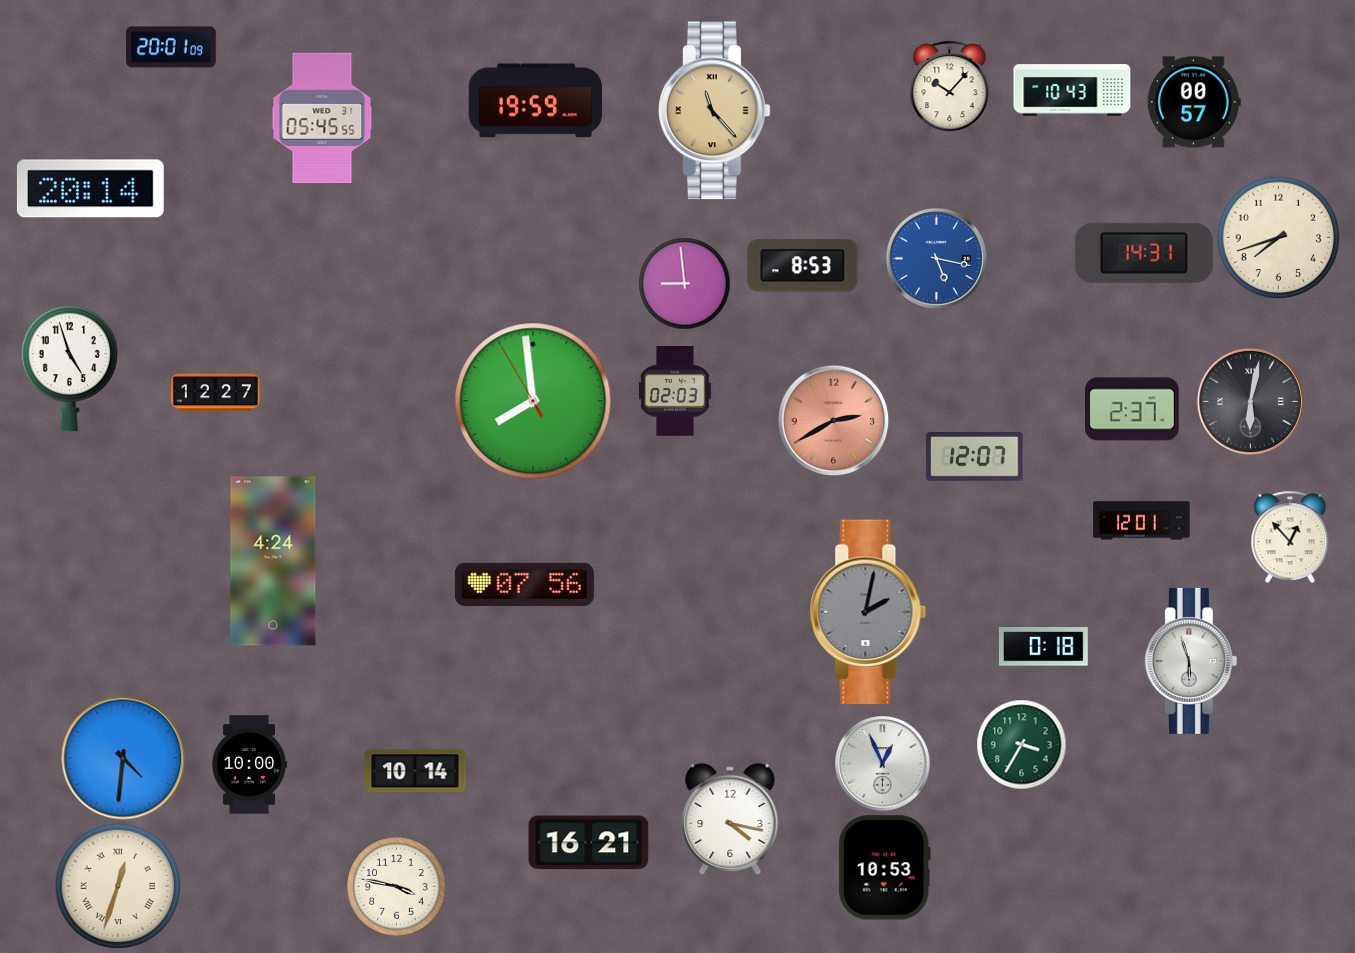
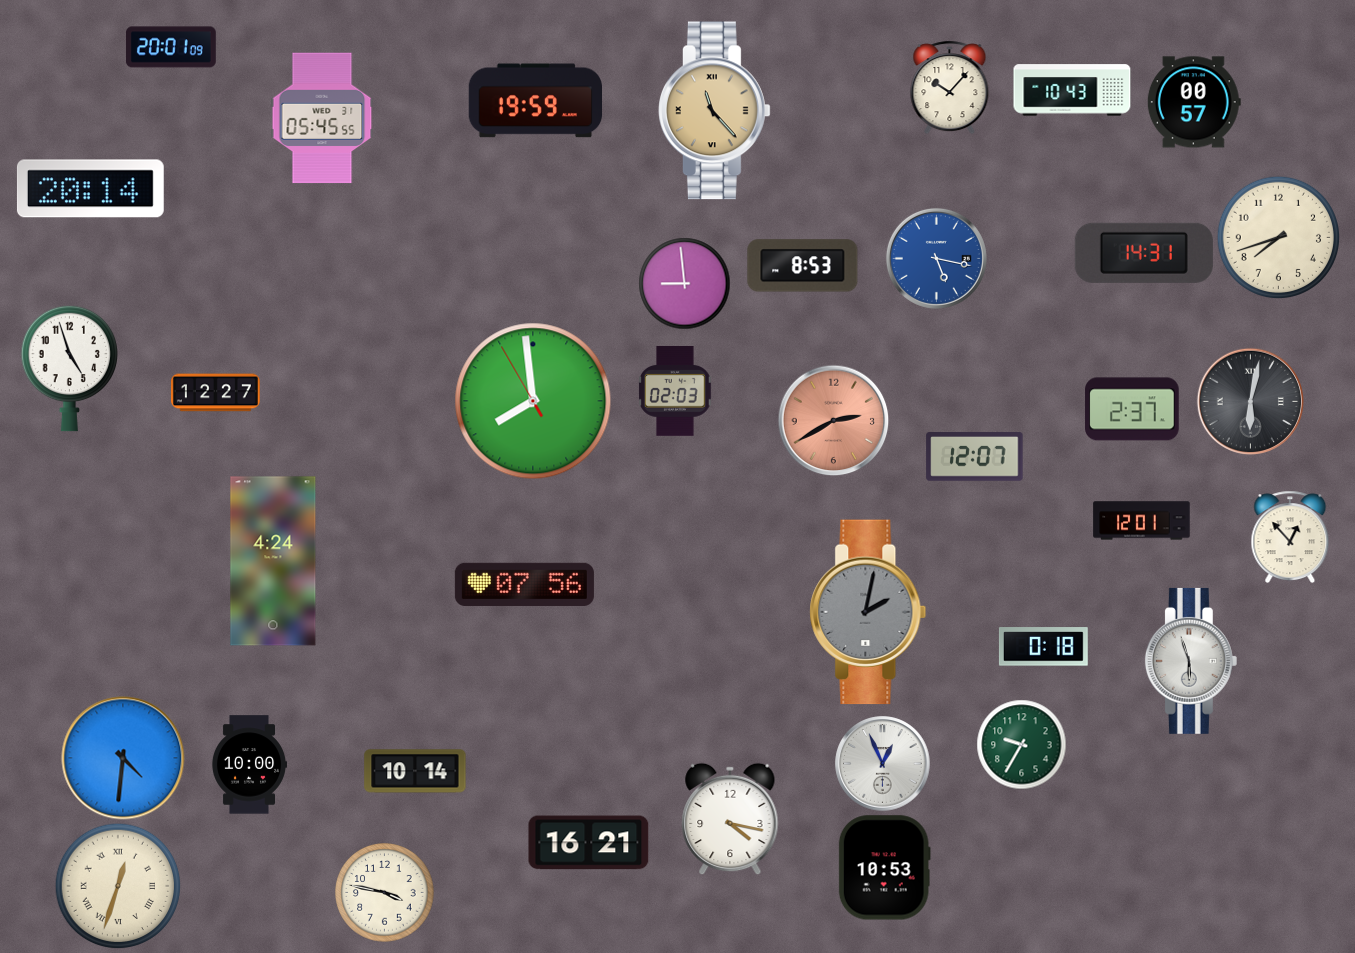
clock at (1021, 744): 3:35 -> 9:35
clock at (397, 887) position: (397, 887) -> (385, 893)
